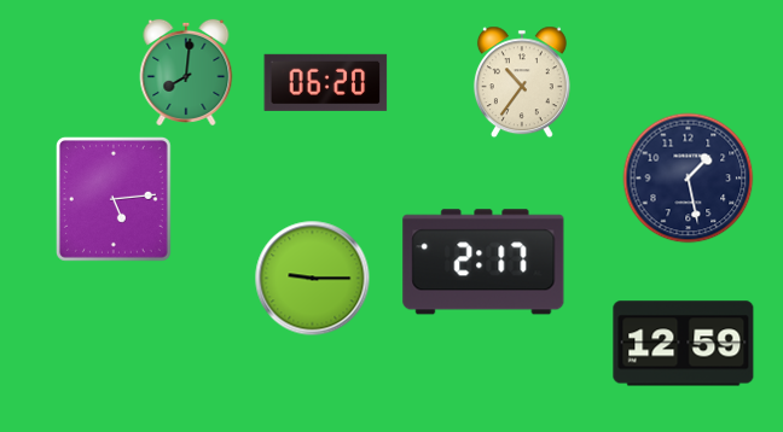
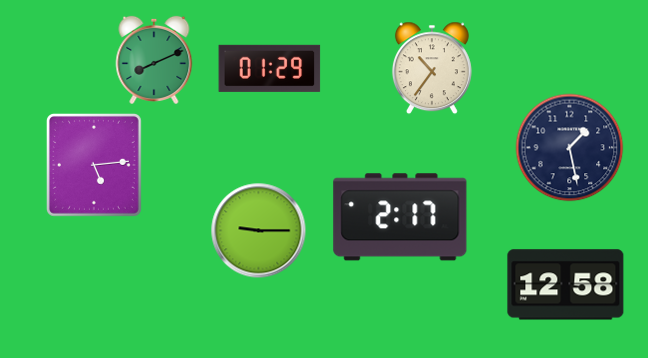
clock at (186, 72): 8:01 -> 8:11
clock at (326, 82): 06:20 -> 01:29
clock at (684, 344): 12:59 -> 12:58
